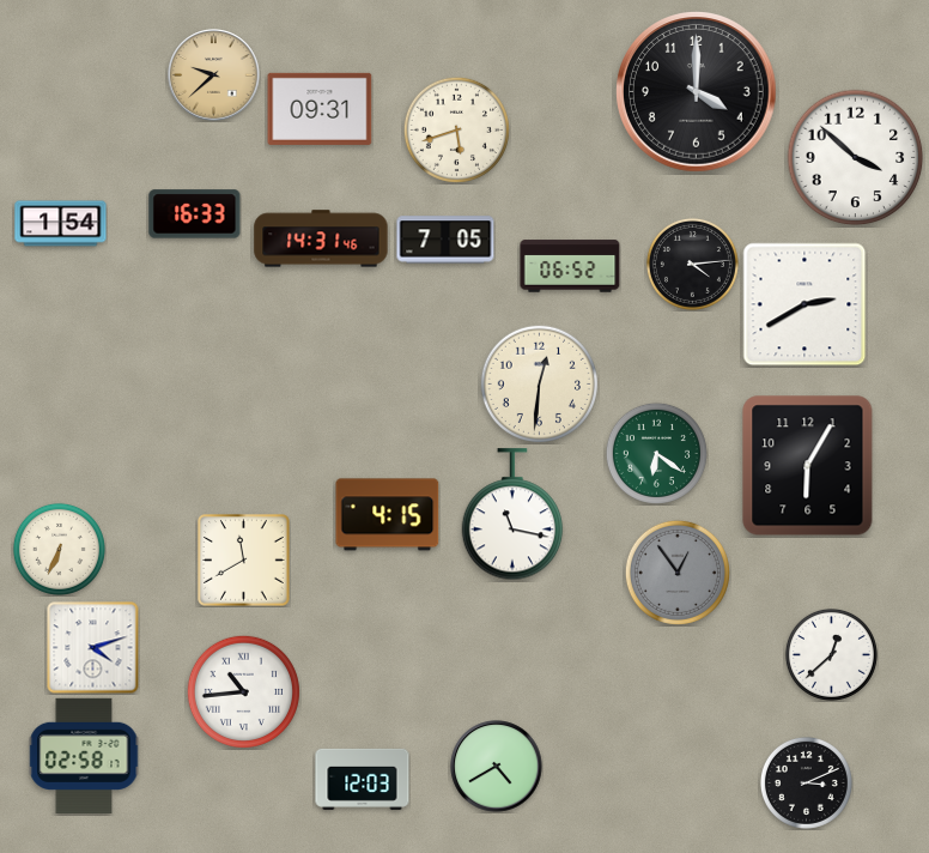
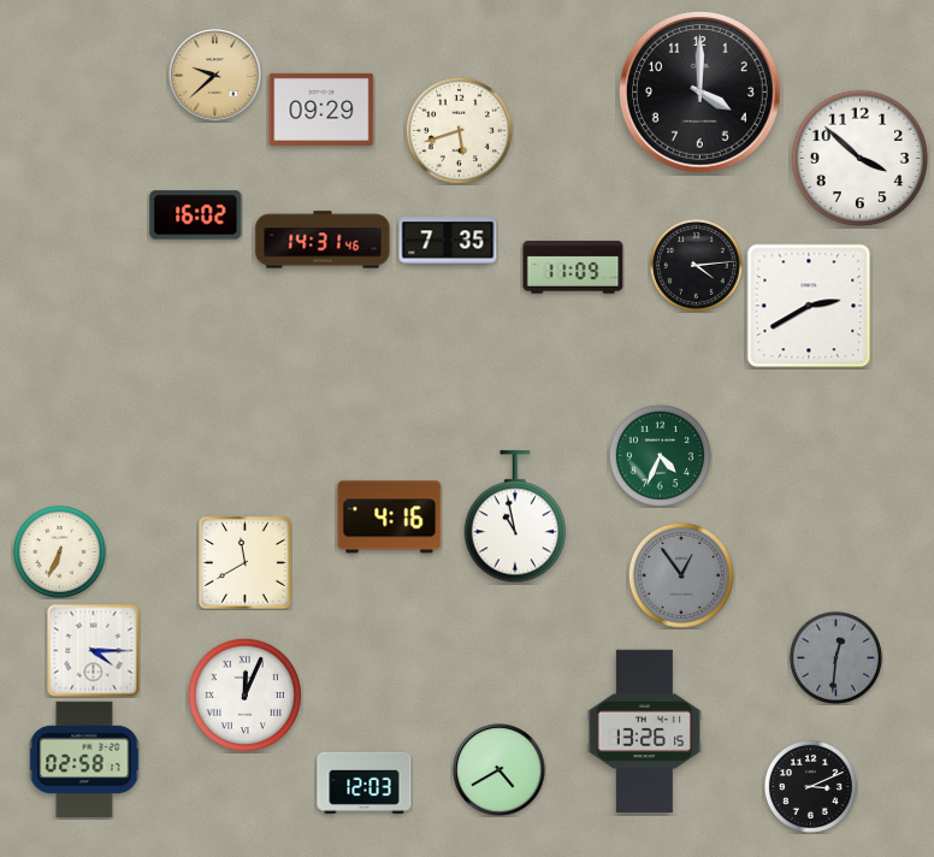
clock at (320, 109): 09:31 -> 09:29
clock at (195, 214): 16:33 -> 16:02
clock at (61, 224): 1:54 -> none
clock at (445, 240): 7:05 -> 7:35
clock at (570, 266): 06:52 -> 11:09
clock at (539, 383): 12:31 -> none
clock at (656, 453): 6:21 -> 4:34
clock at (808, 466): 6:05 -> none
clock at (388, 515): 4:15 -> 4:16
clock at (512, 515): 11:17 -> 10:58
clock at (93, 648): 4:12 -> 4:15
clock at (831, 654): 12:38 -> 12:31
clock at (831, 654) dial: white -> grey
clock at (243, 691): 10:44 -> 12:04
clock at (644, 732): none -> 13:26
